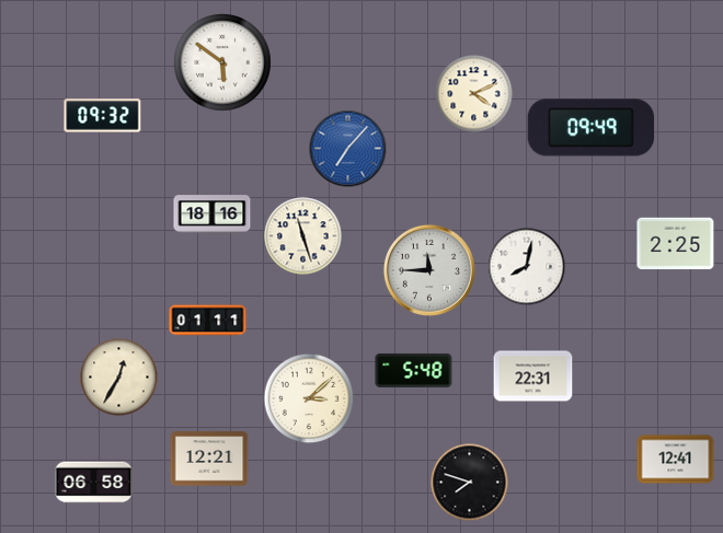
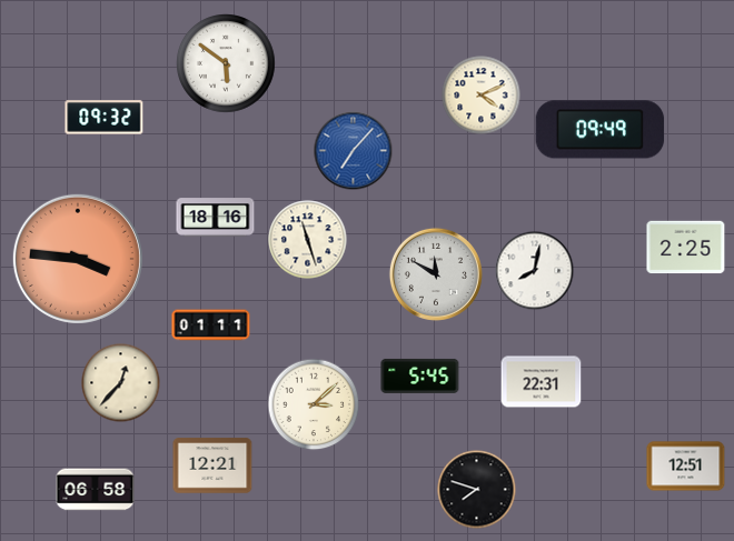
clock at (78, 259): none -> 3:46
clock at (429, 270): 11:45 -> 11:50
clock at (414, 370): 5:48 -> 5:45
clock at (119, 378): 12:35 -> 12:37
clock at (676, 460): 12:41 -> 12:51
